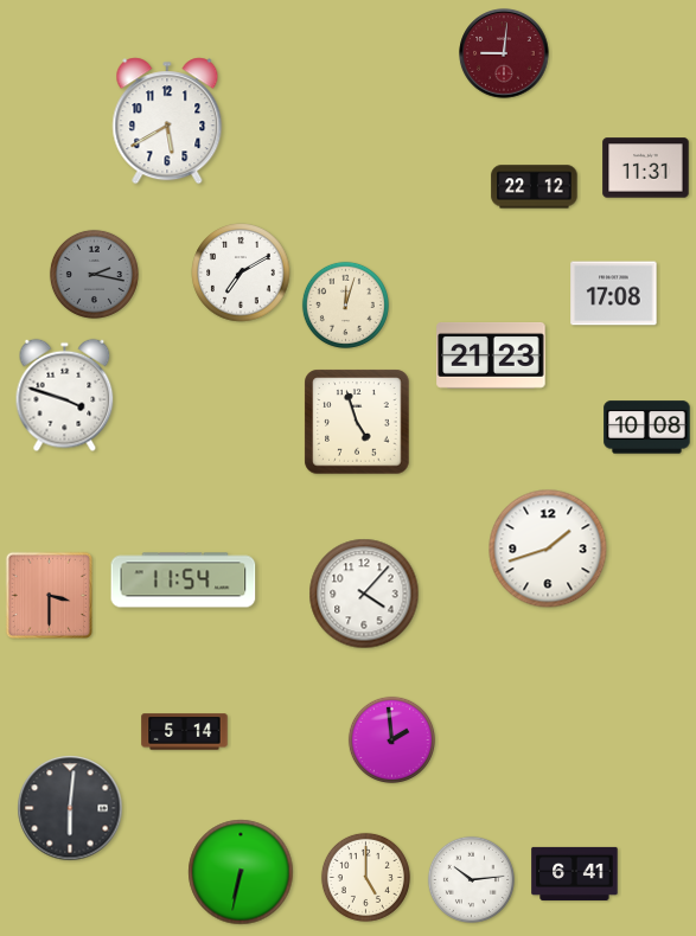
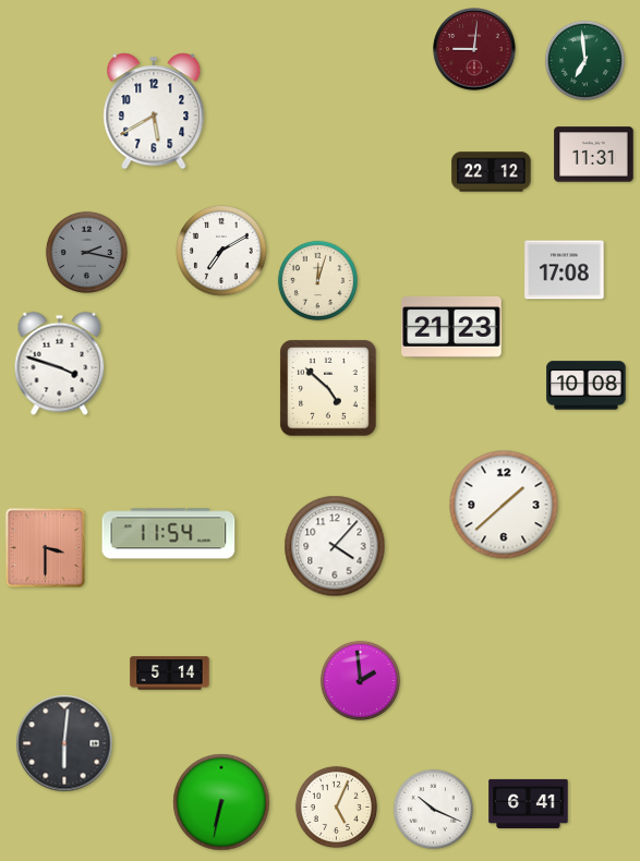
clock at (504, 53) position: (504, 53) -> (474, 49)
clock at (584, 60): none -> 6:59
clock at (357, 422): 4:57 -> 4:52
clock at (647, 428) position: (647, 428) -> (587, 386)
clock at (548, 549): 1:42 -> 1:38
clock at (365, 877): 5:00 -> 5:04
clock at (471, 879): 10:14 -> 10:19
